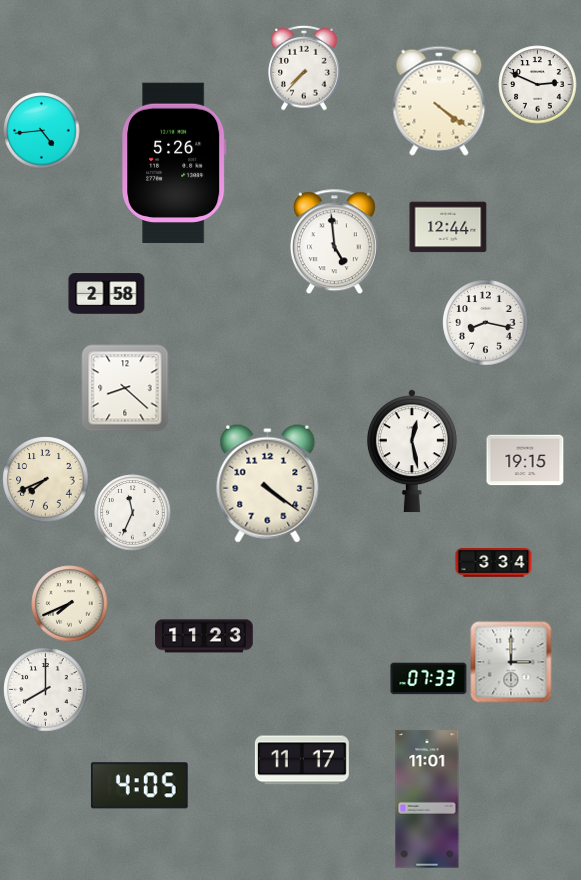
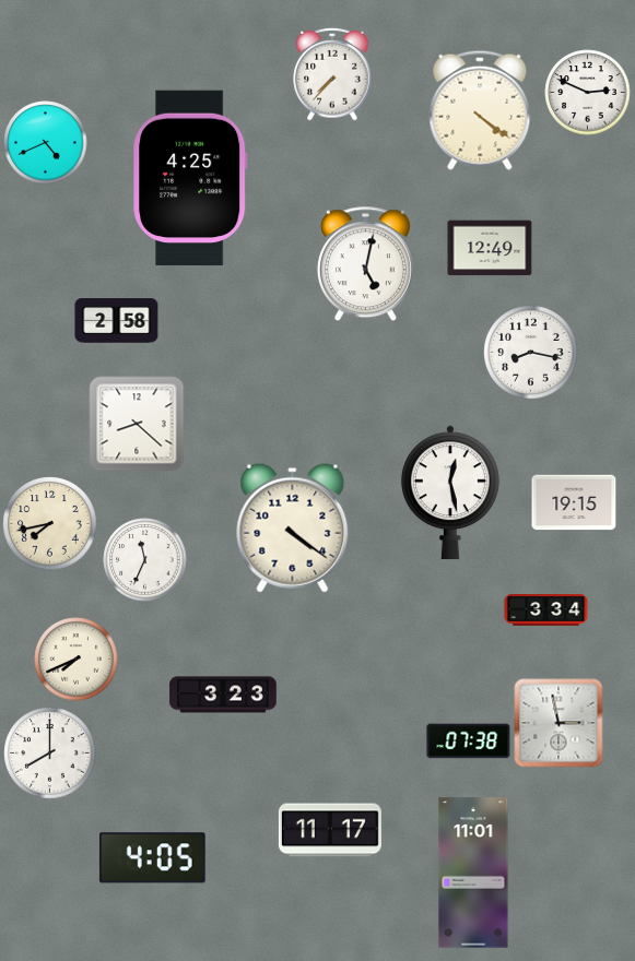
clock at (42, 131): 4:44 -> 4:41
clock at (174, 162): 5:26 -> 4:25
clock at (448, 227): 12:44 -> 12:49
clock at (334, 242): 4:59 -> 5:02
clock at (46, 480): 7:41 -> 7:43
clock at (494, 563) position: (494, 563) -> (546, 610)
clock at (204, 636): 11:23 -> 3:23
clock at (511, 662): 3:00 -> 2:58
clock at (429, 679): 07:33 -> 07:38
clock at (427, 799) position: (427, 799) -> (473, 873)
